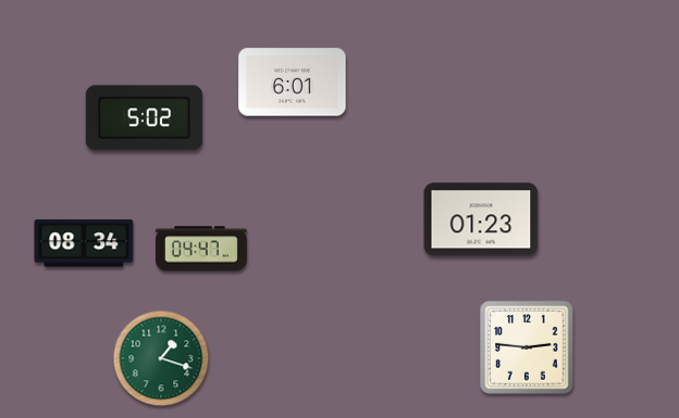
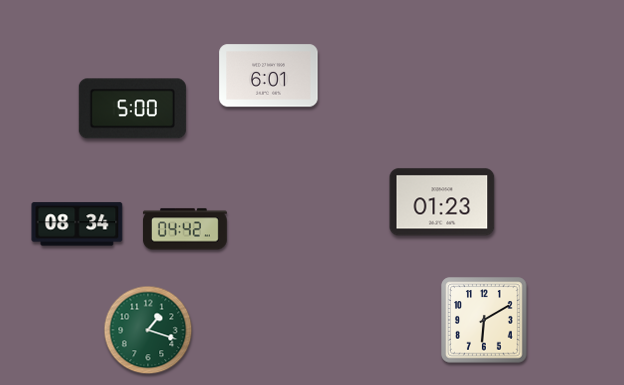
clock at (144, 118): 5:02 -> 5:00
clock at (201, 249): 04:47 -> 04:42
clock at (527, 347): 2:46 -> 6:10
